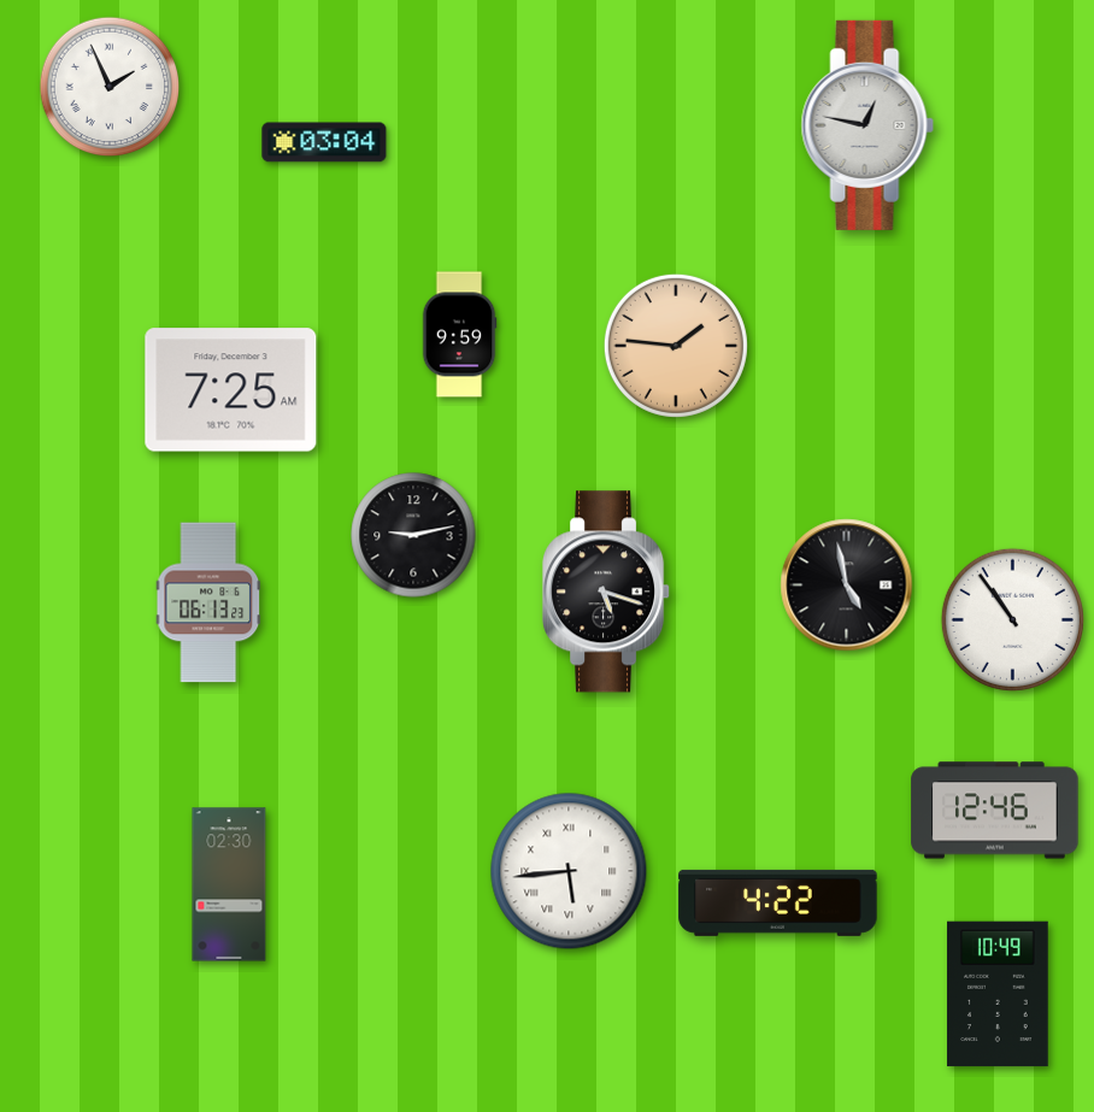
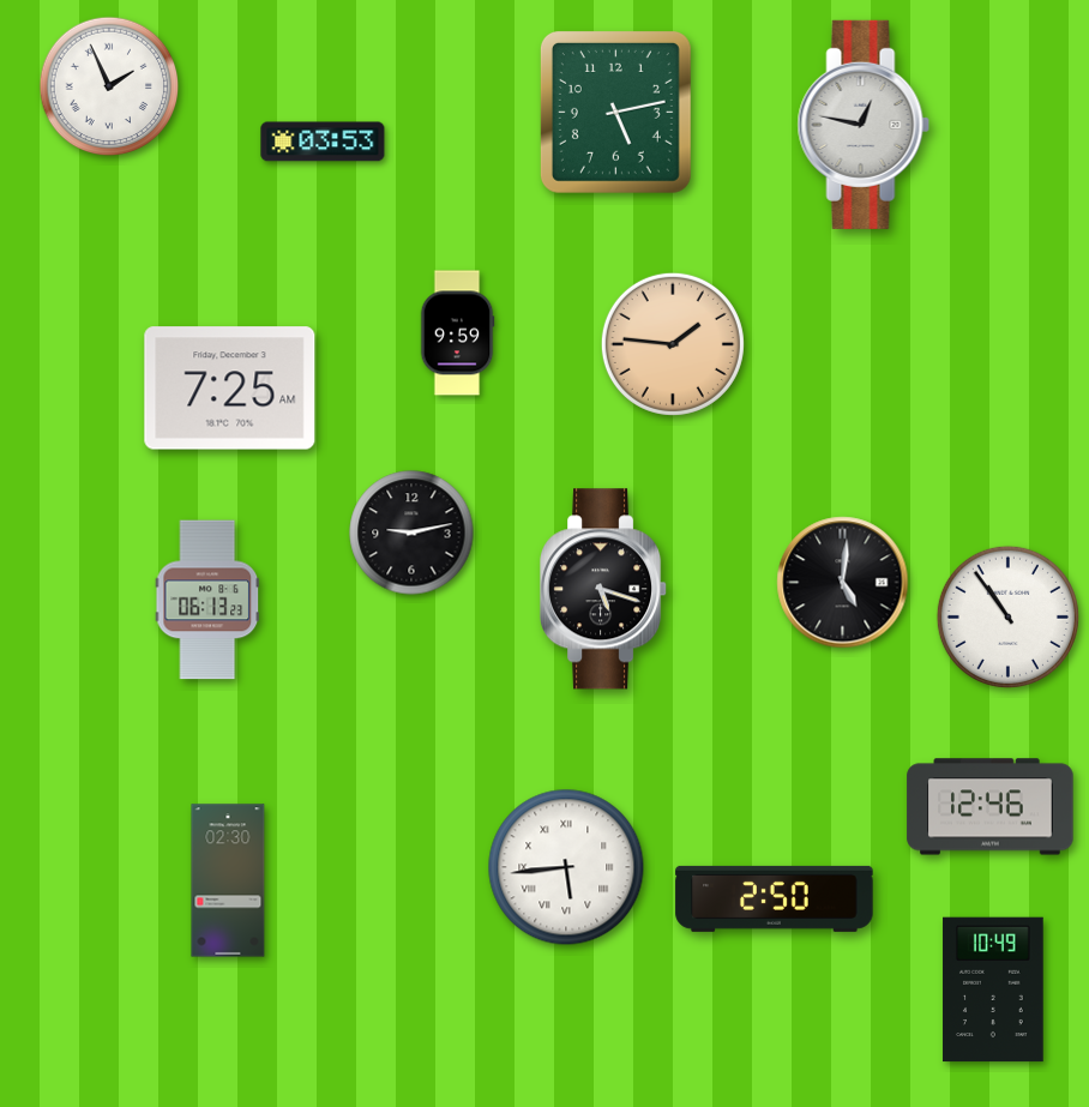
clock at (615, 112): none -> 5:13
clock at (324, 142): 03:04 -> 03:53
clock at (847, 586): 4:58 -> 5:01
clock at (778, 902): 4:22 -> 2:50
